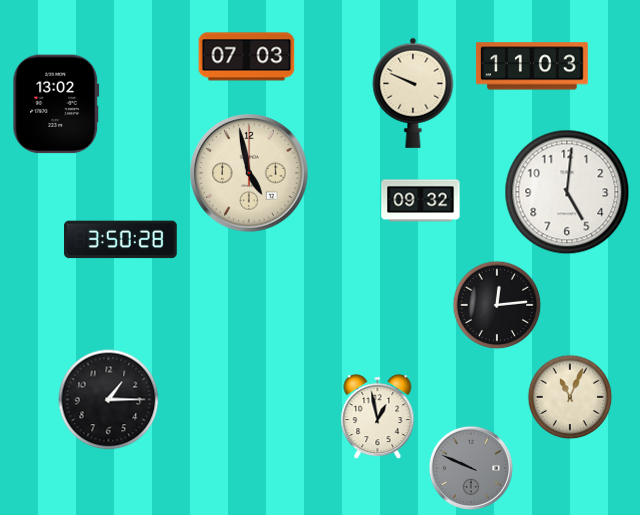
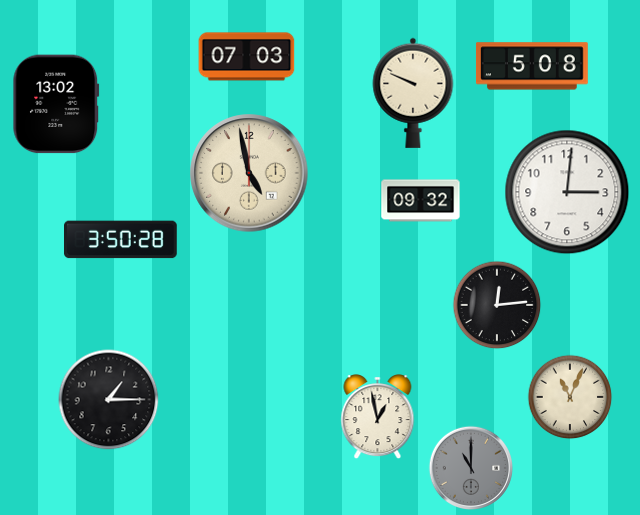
clock at (532, 66): 11:03 -> 5:08
clock at (567, 192): 5:01 -> 3:01
clock at (470, 467): 9:49 -> 11:00
